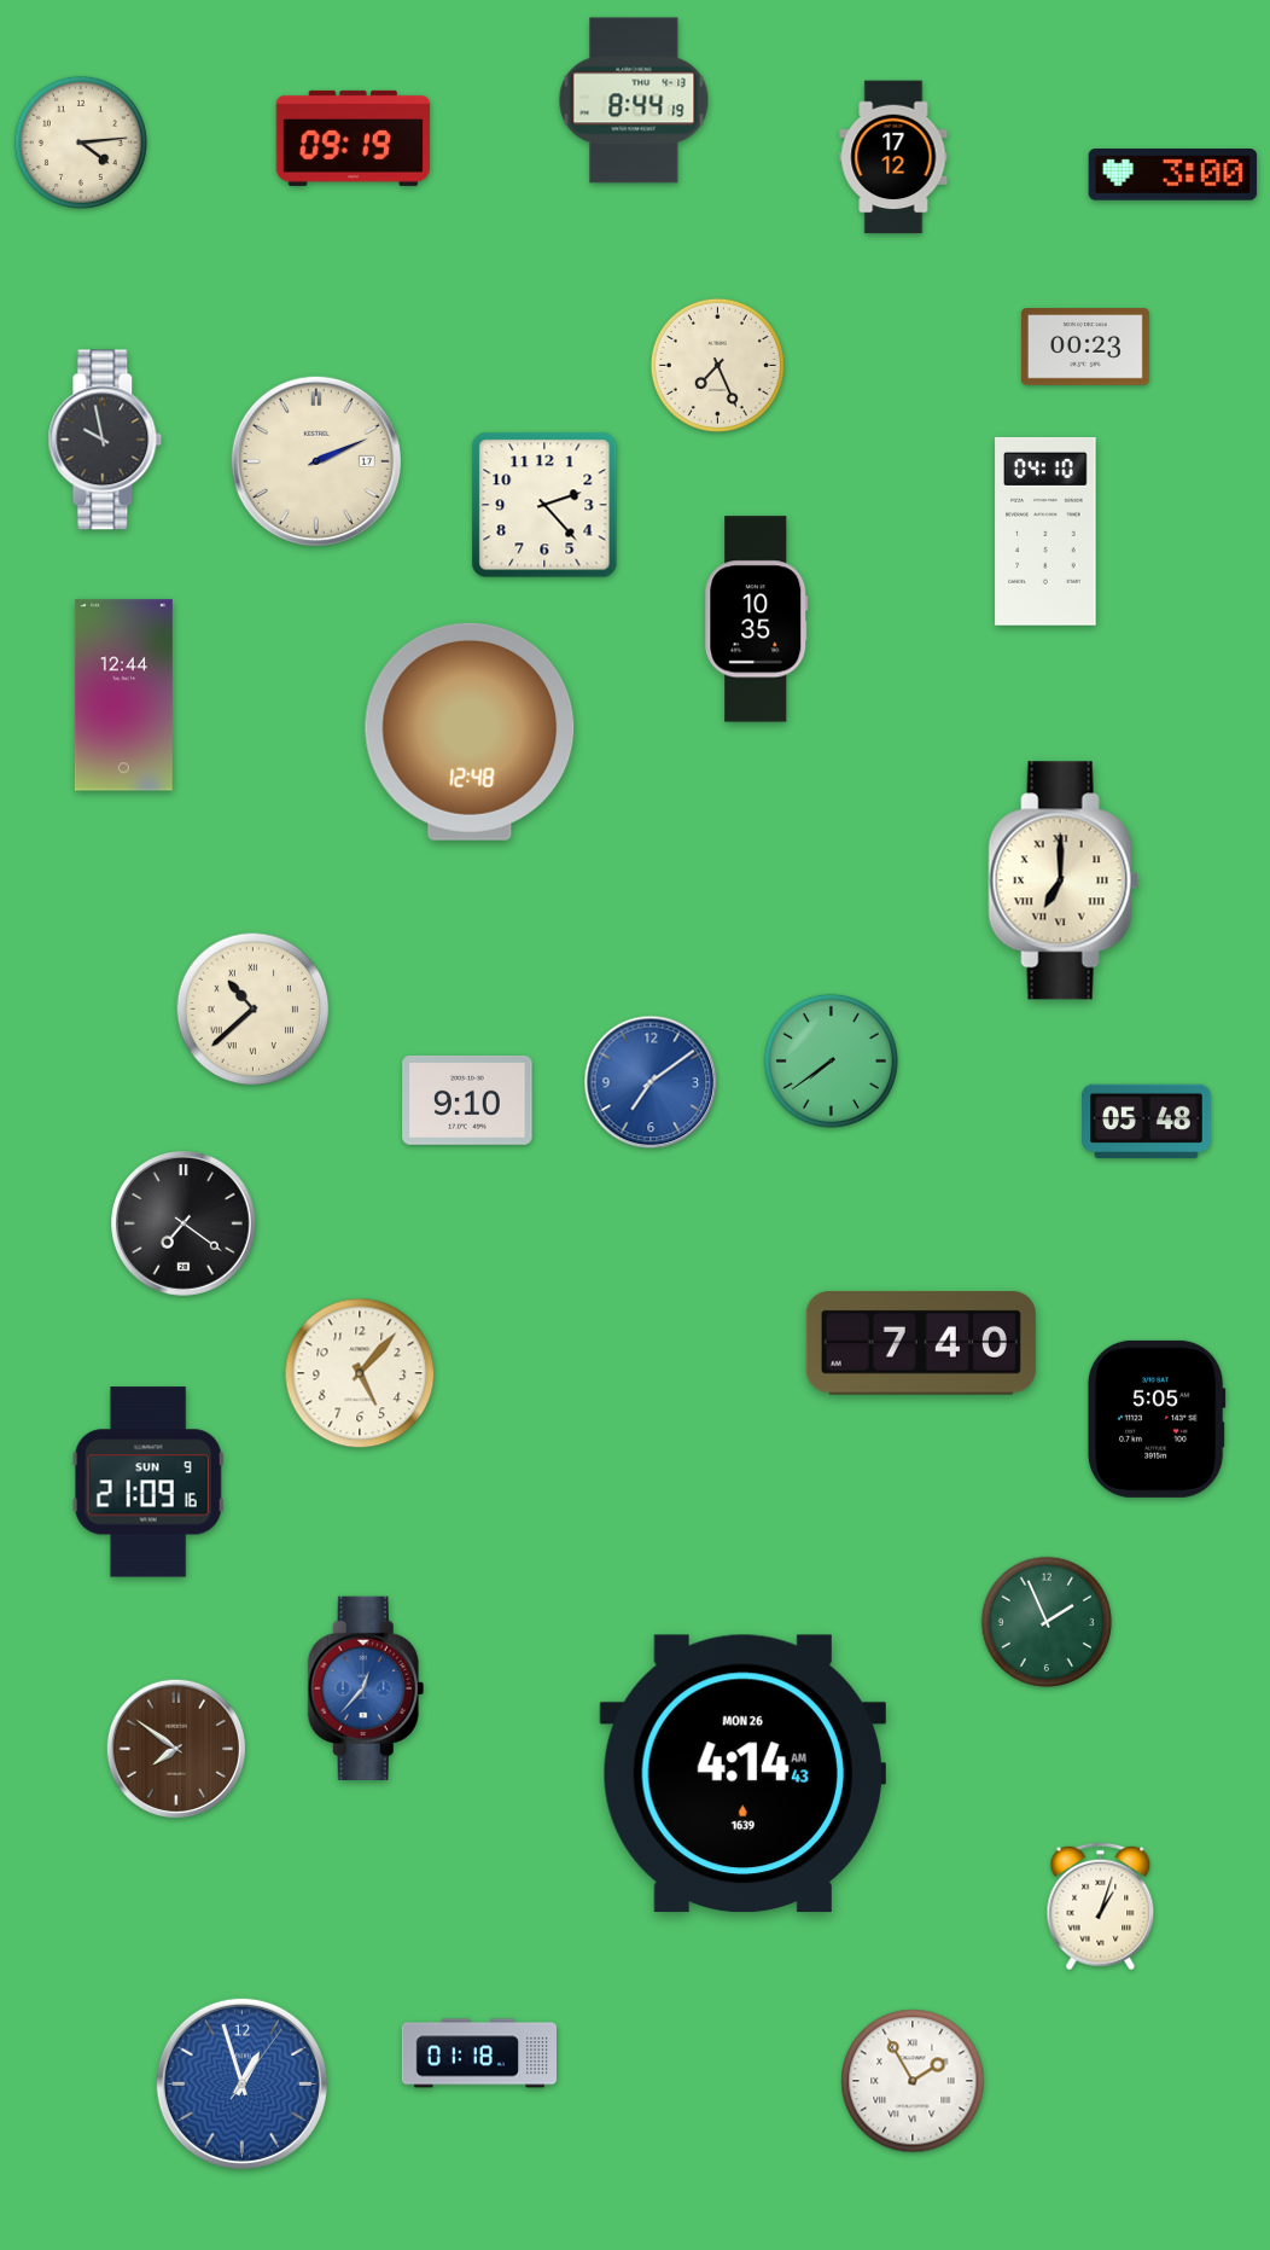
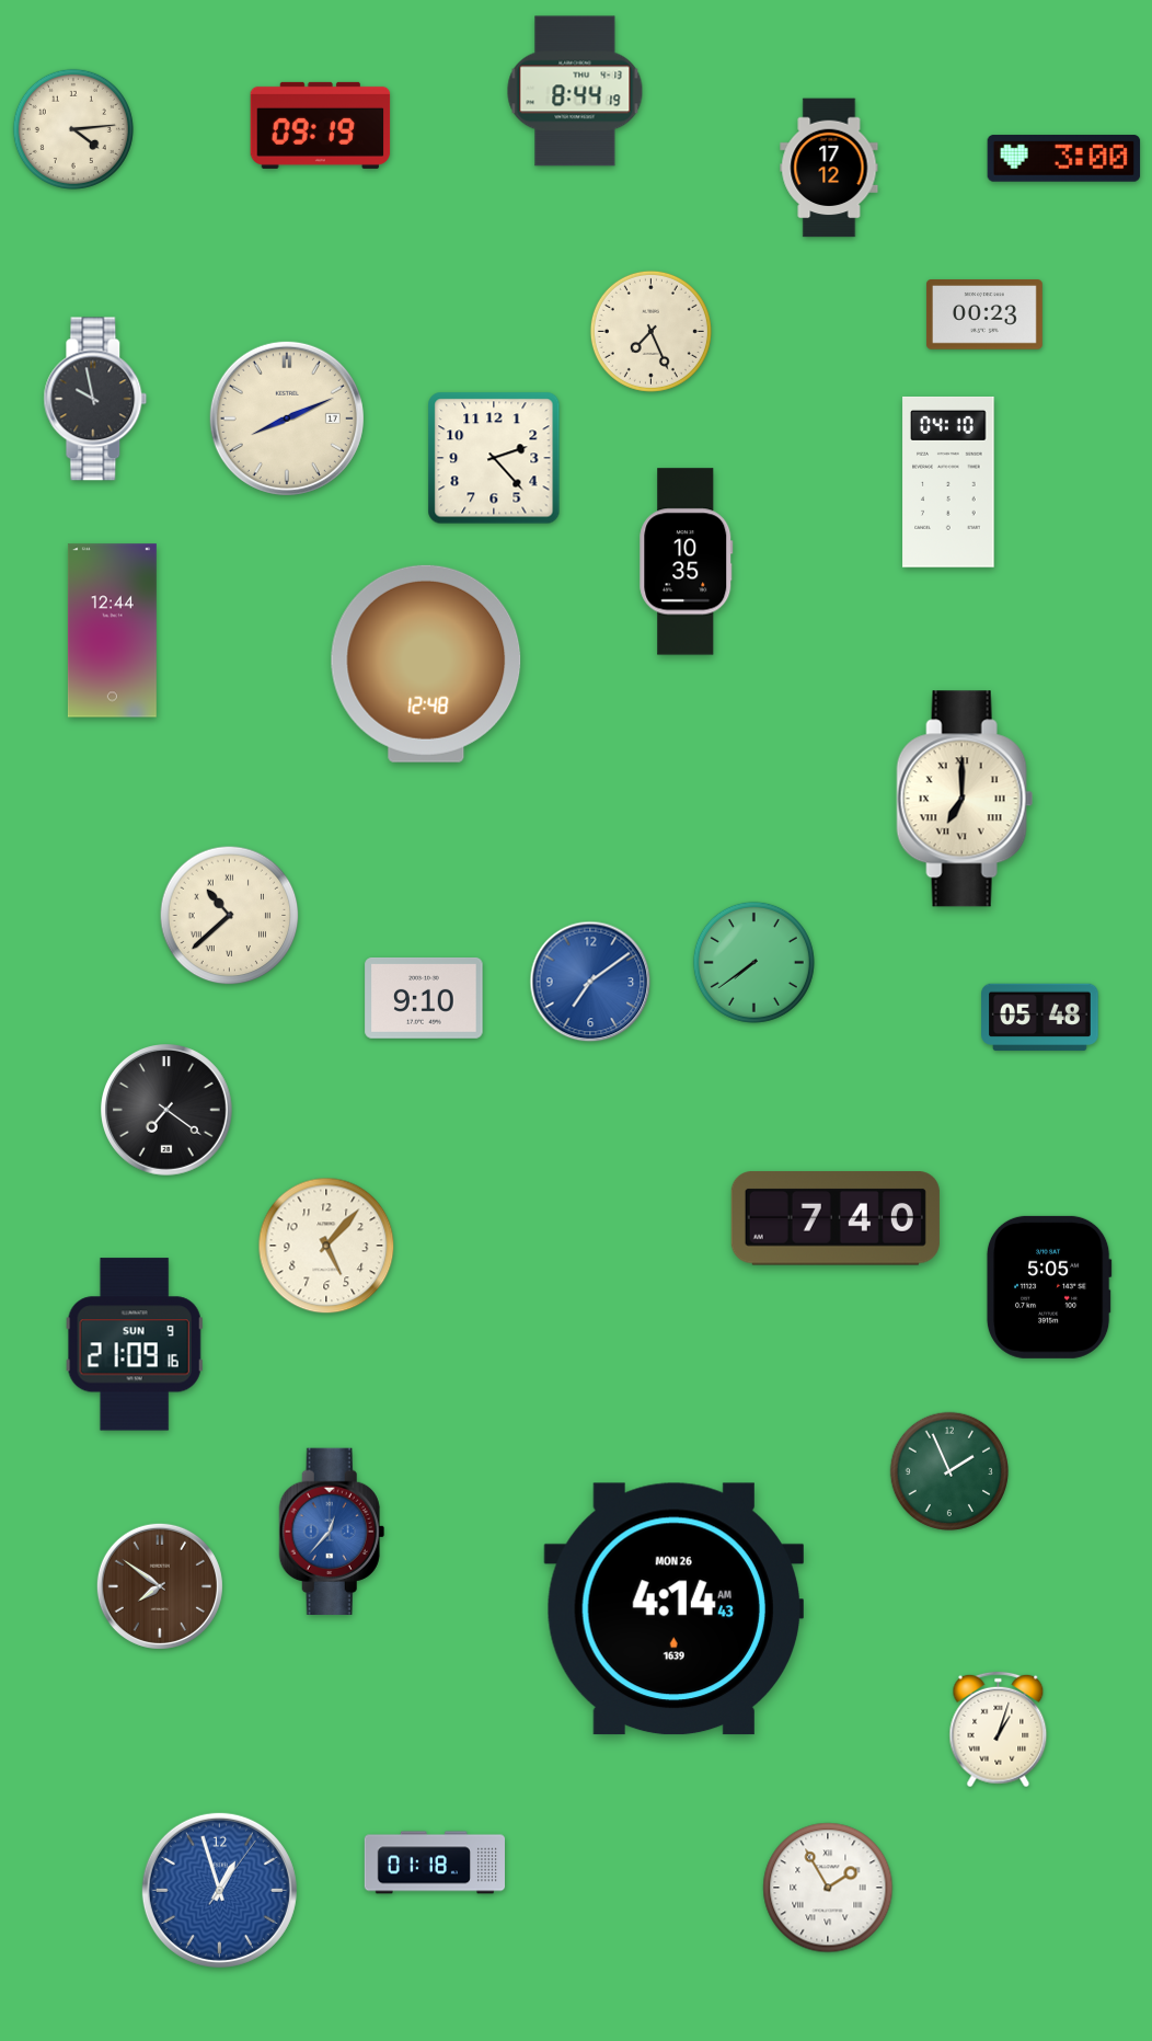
clock at (893, 157) position: (893, 157) -> (829, 168)
clock at (316, 461): 2:11 -> 8:11
